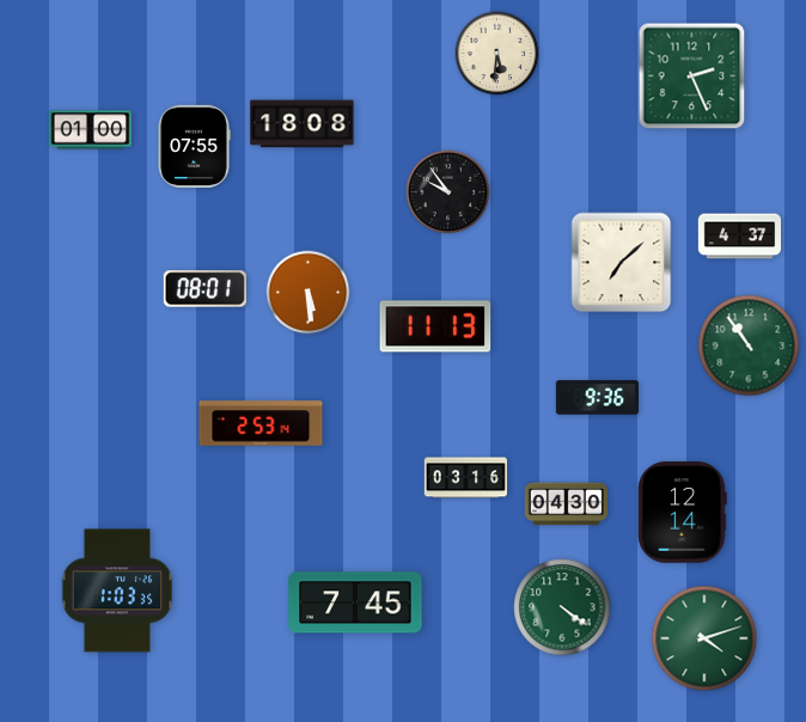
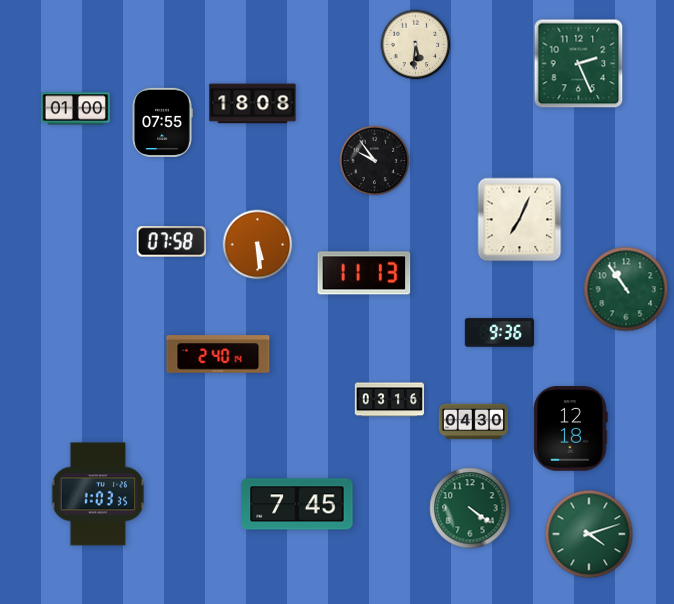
clock at (740, 237): 4:37 -> none
clock at (622, 263): 7:08 -> 7:04
clock at (204, 289): 08:01 -> 07:58
clock at (261, 423): 2:53 -> 2:40
clock at (683, 513): 12:14 -> 12:18
